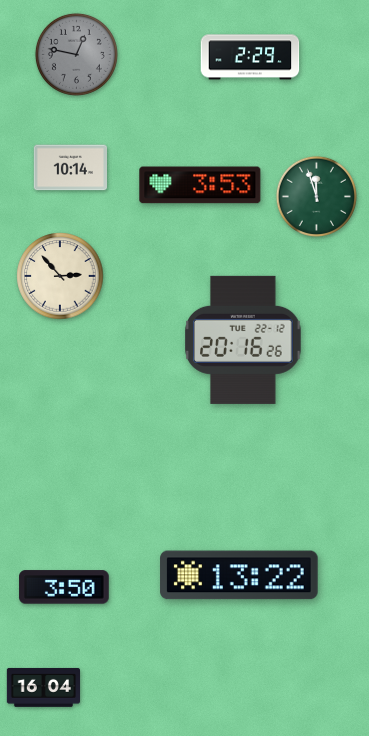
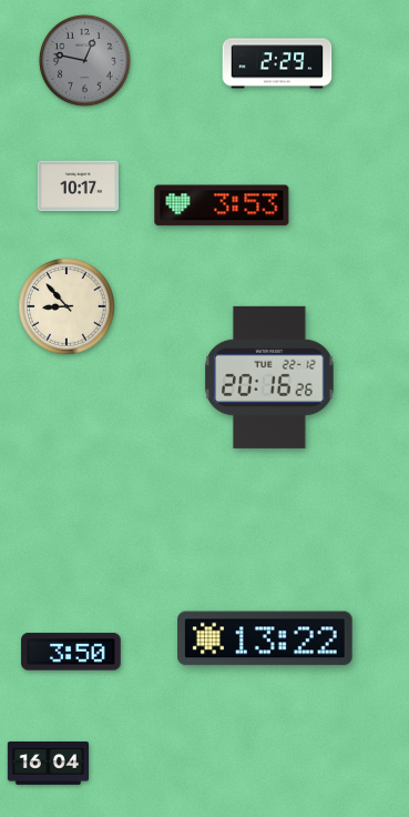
clock at (70, 168): 10:14 -> 10:17
clock at (316, 196): 11:57 -> none
clock at (60, 276): 2:53 -> 8:53
